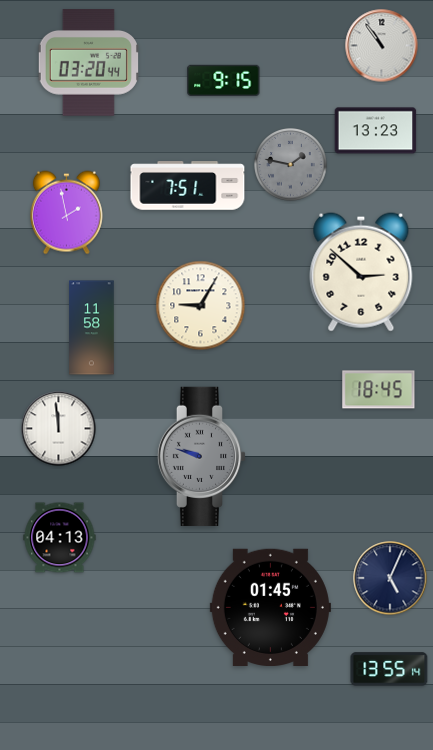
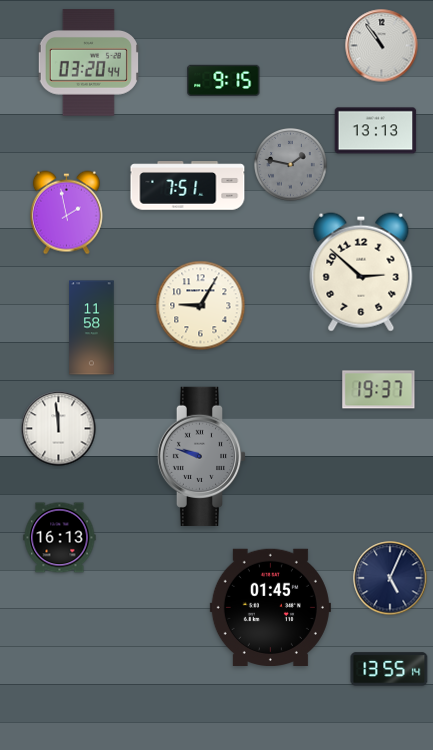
clock at (376, 131): 13:23 -> 13:13
clock at (379, 390): 18:45 -> 19:37
clock at (60, 538): 04:13 -> 16:13
